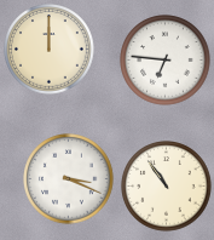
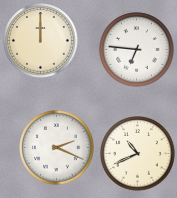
clock at (69, 179): 3:19 -> 2:19
clock at (167, 187): 10:54 -> 10:41
